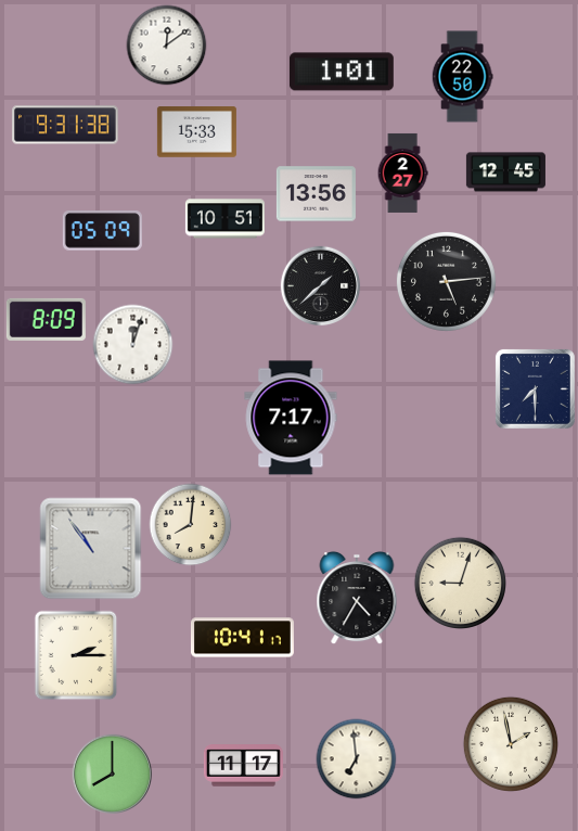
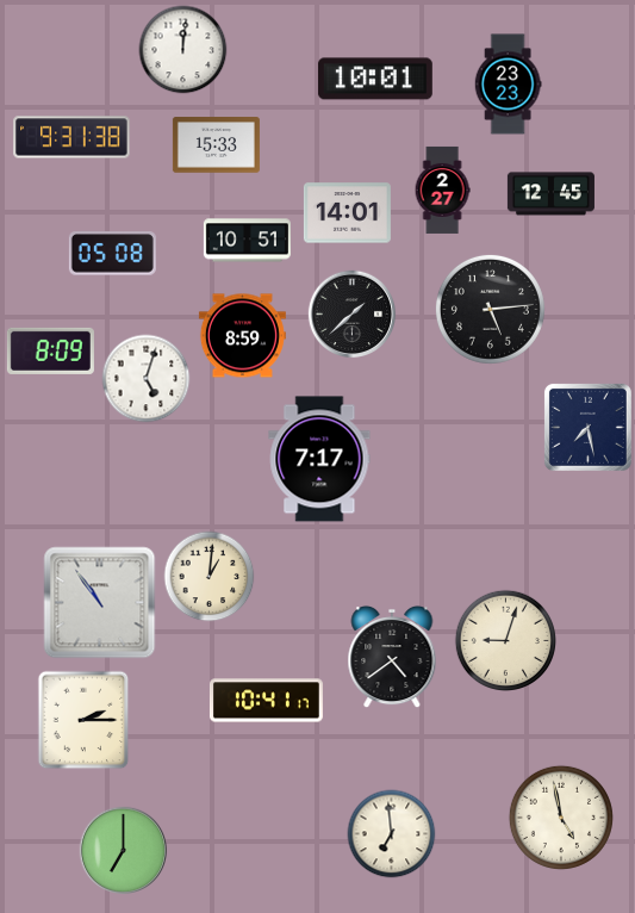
clock at (167, 46): 12:09 -> 12:01
clock at (342, 72): 1:01 -> 10:01
clock at (462, 77): 22:50 -> 23:23
clock at (505, 172) position: (505, 172) -> (550, 194)
clock at (316, 194): 13:56 -> 14:01
clock at (102, 231): 05:09 -> 05:08
clock at (242, 336): none -> 8:59
clock at (133, 345): 12:03 -> 5:03
clock at (535, 388): 7:30 -> 7:28
clock at (191, 525): 8:01 -> 1:01
clock at (357, 598): 4:35 -> 4:39
clock at (511, 744): 1:58 -> 4:58
clock at (243, 766): 11:17 -> none
clock at (113, 775): 8:00 -> 7:00
